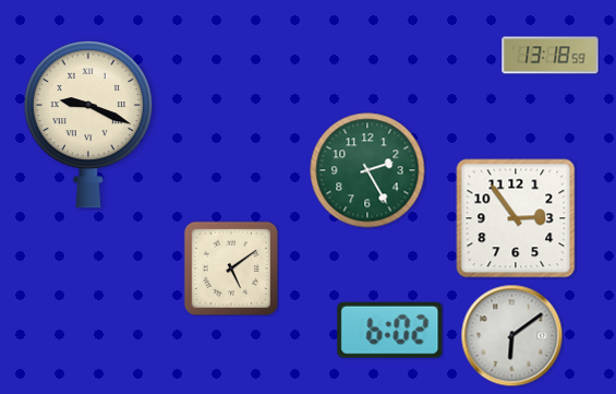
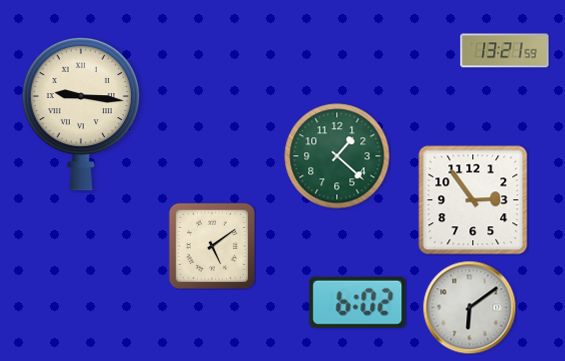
clock at (551, 56): 13:18 -> 13:21
clock at (88, 124): 9:19 -> 9:16
clock at (367, 170): 2:25 -> 1:22
